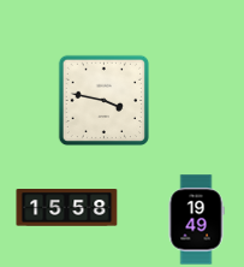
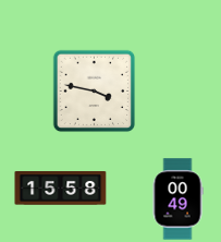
clock at (196, 220): 19:49 -> 00:49
